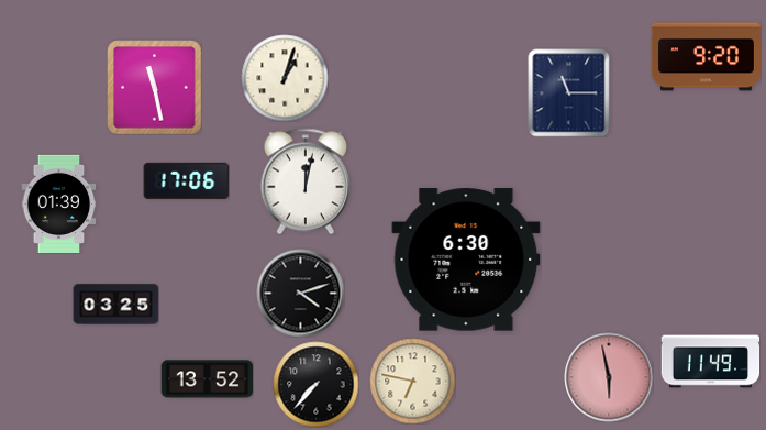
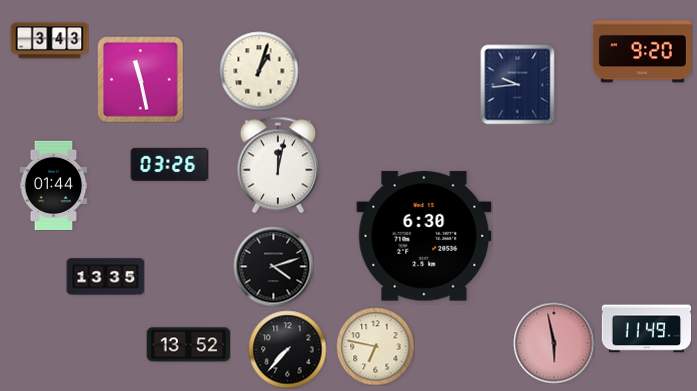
clock at (49, 41): none -> 3:43
clock at (569, 92): 11:15 -> 9:44
clock at (186, 180): 17:06 -> 03:26
clock at (59, 203): 01:39 -> 01:44
clock at (115, 305): 03:25 -> 13:35
